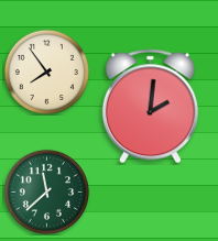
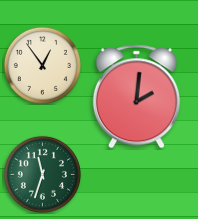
clock at (46, 72): 7:54 -> 12:54
clock at (46, 191): 11:38 -> 11:33
